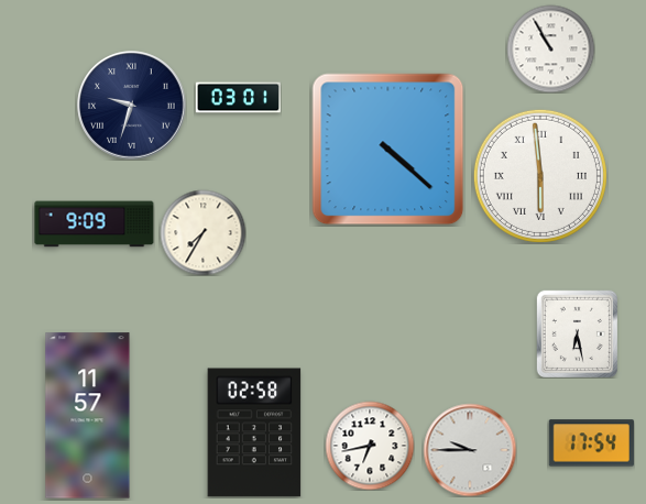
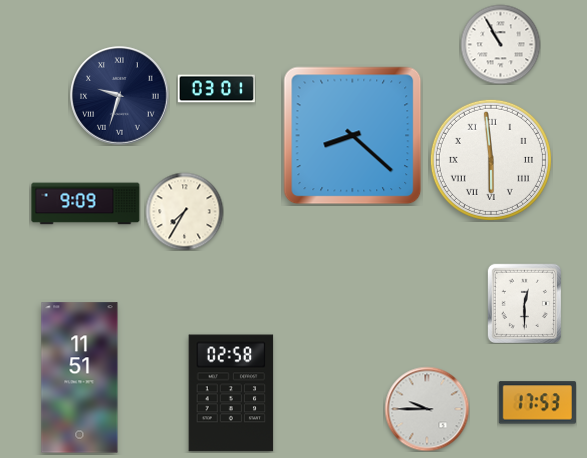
clock at (388, 150): 4:22 -> 8:22
clock at (577, 333): 6:28 -> 12:30
clock at (88, 416): 11:57 -> 11:51
clock at (591, 443): 17:54 -> 17:53
clock at (370, 446): 6:43 -> none
